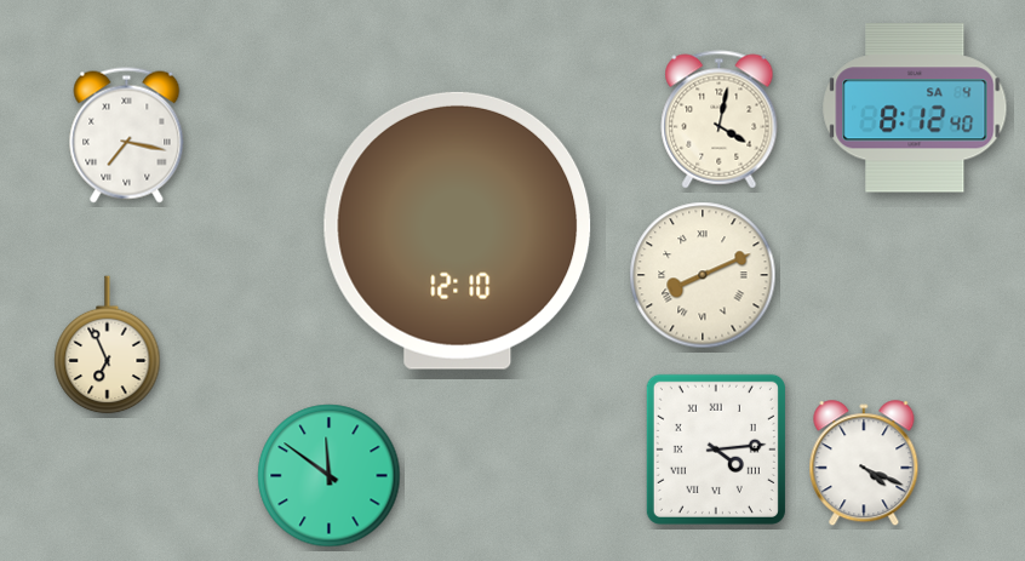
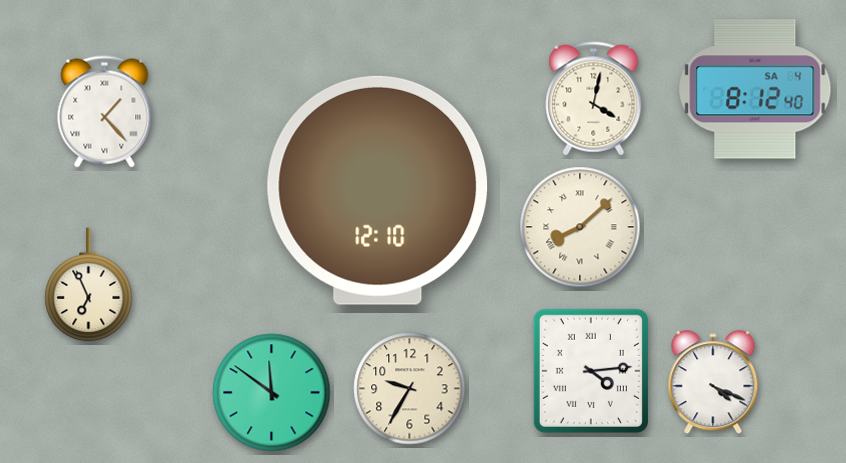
clock at (127, 136): 7:17 -> 1:23
clock at (703, 275): 8:11 -> 8:08
clock at (410, 389): none -> 9:35
